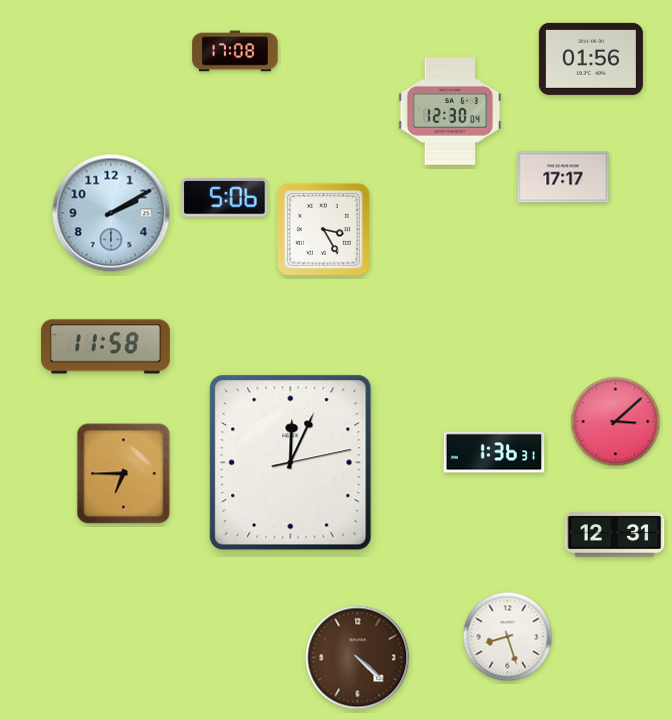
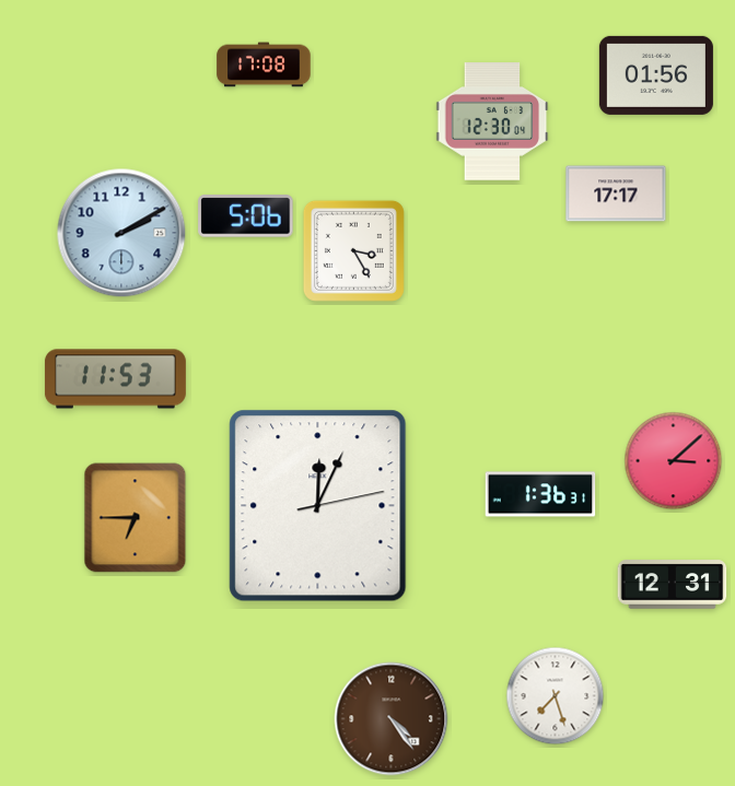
clock at (235, 51) position: (235, 51) -> (264, 64)
clock at (591, 59) position: (591, 59) -> (656, 75)
clock at (105, 347): 11:58 -> 11:53
clock at (508, 637): 8:27 -> 7:27
clock at (358, 658): 4:22 -> 4:24
